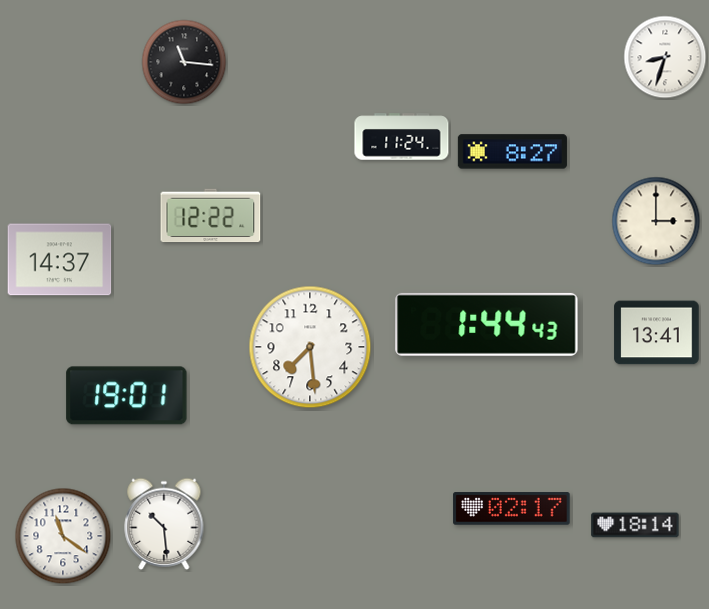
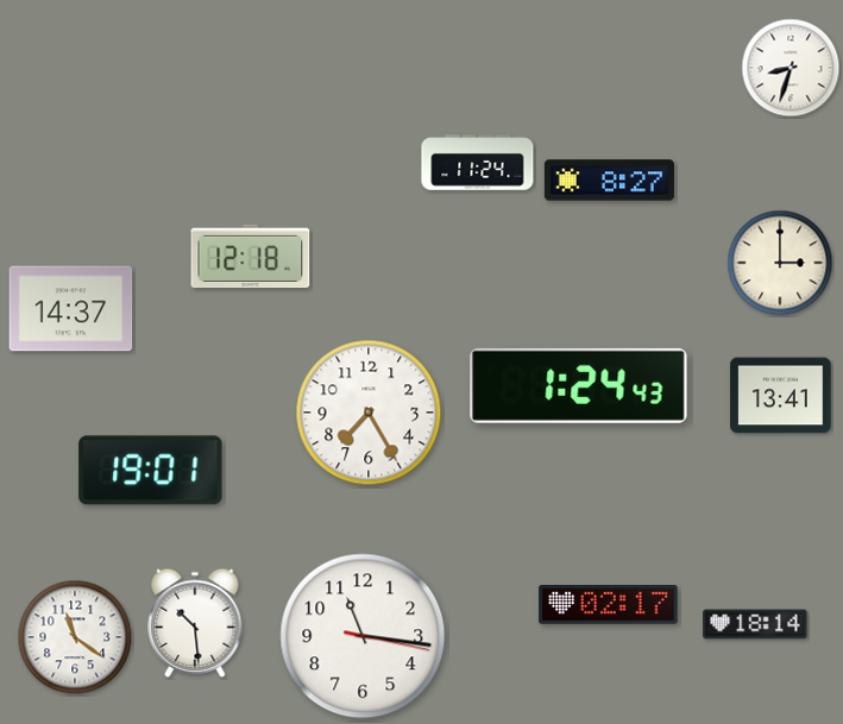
clock at (184, 62): 11:16 -> none
clock at (211, 216): 12:22 -> 12:18
clock at (487, 324): 1:44 -> 1:24
clock at (310, 347): 7:29 -> 7:25
clock at (363, 636): none -> 11:16
